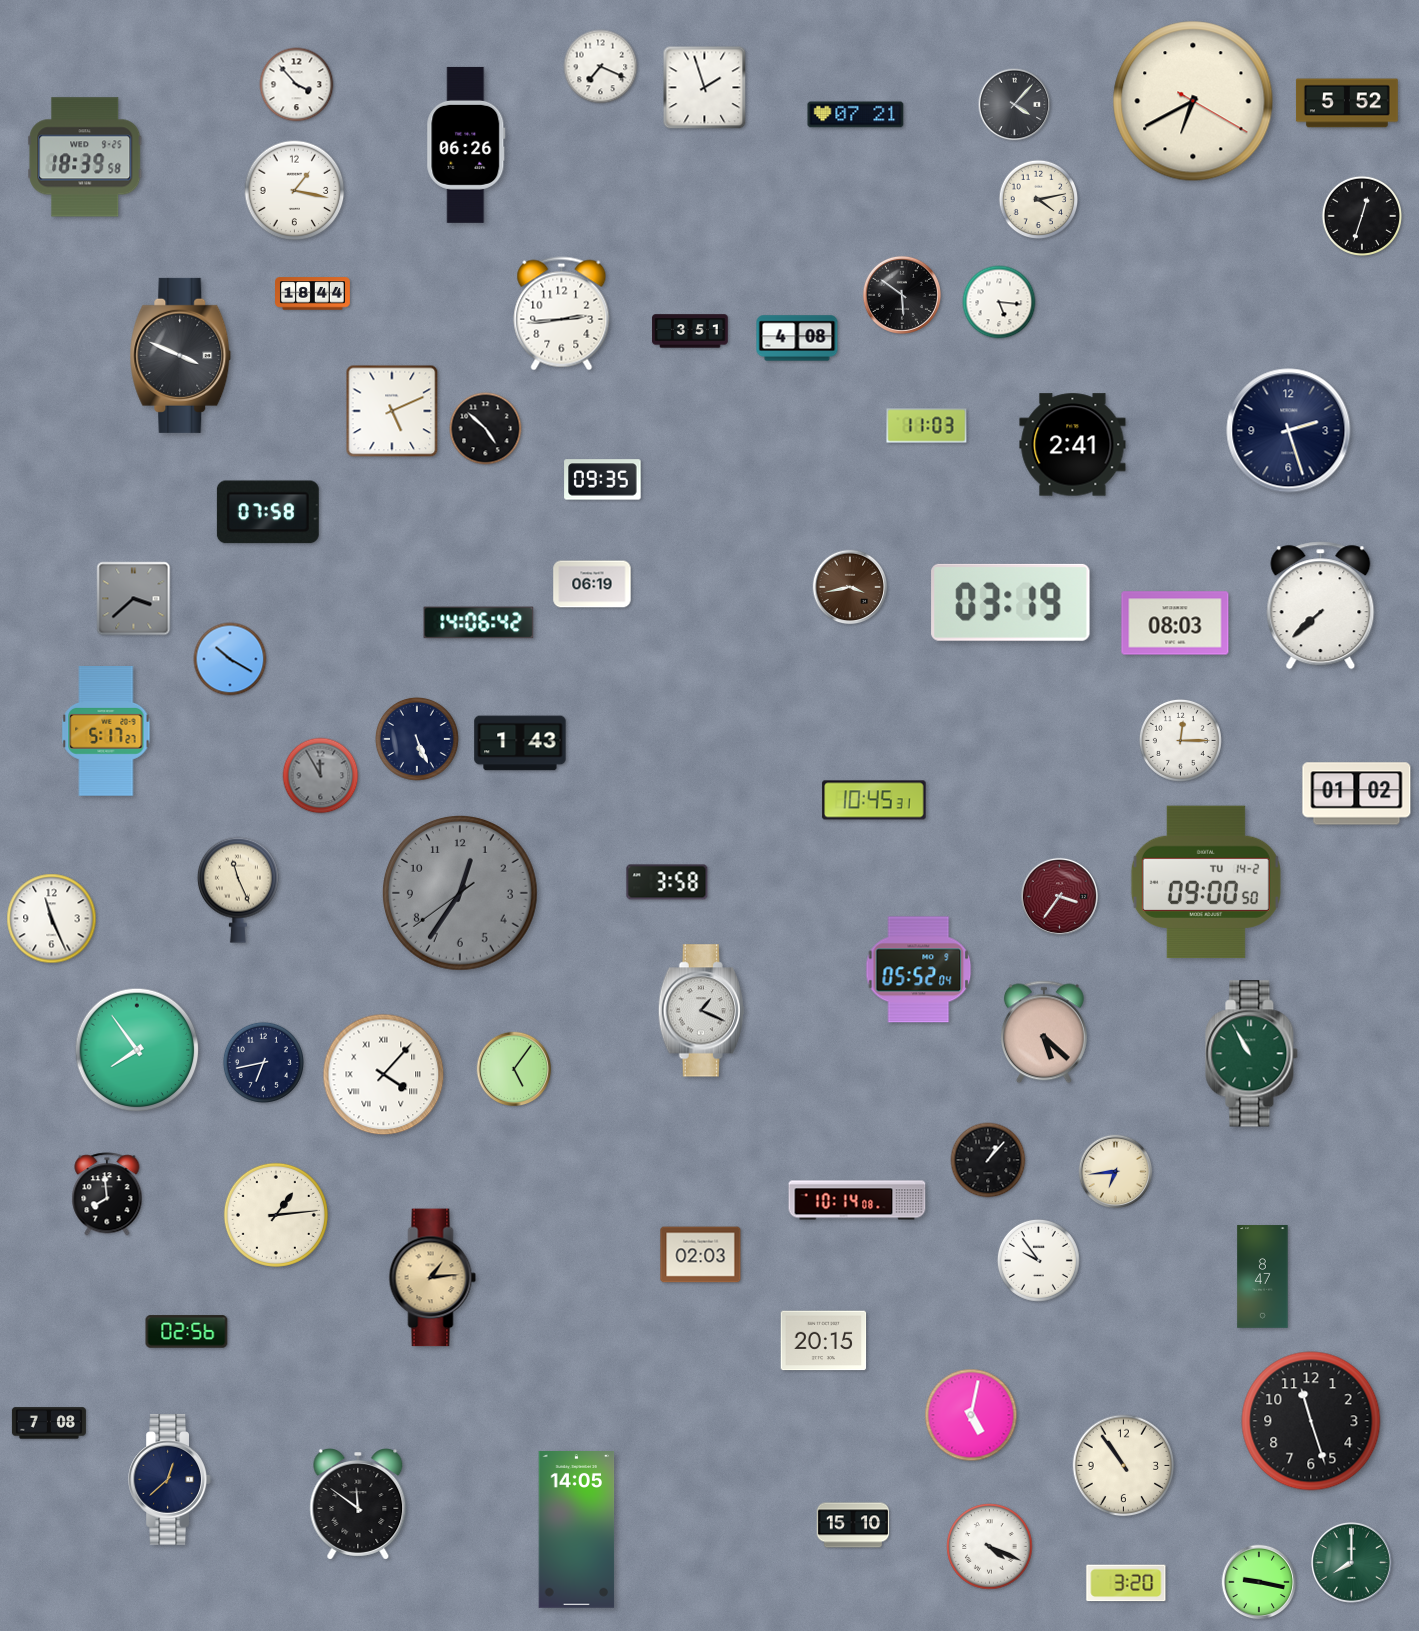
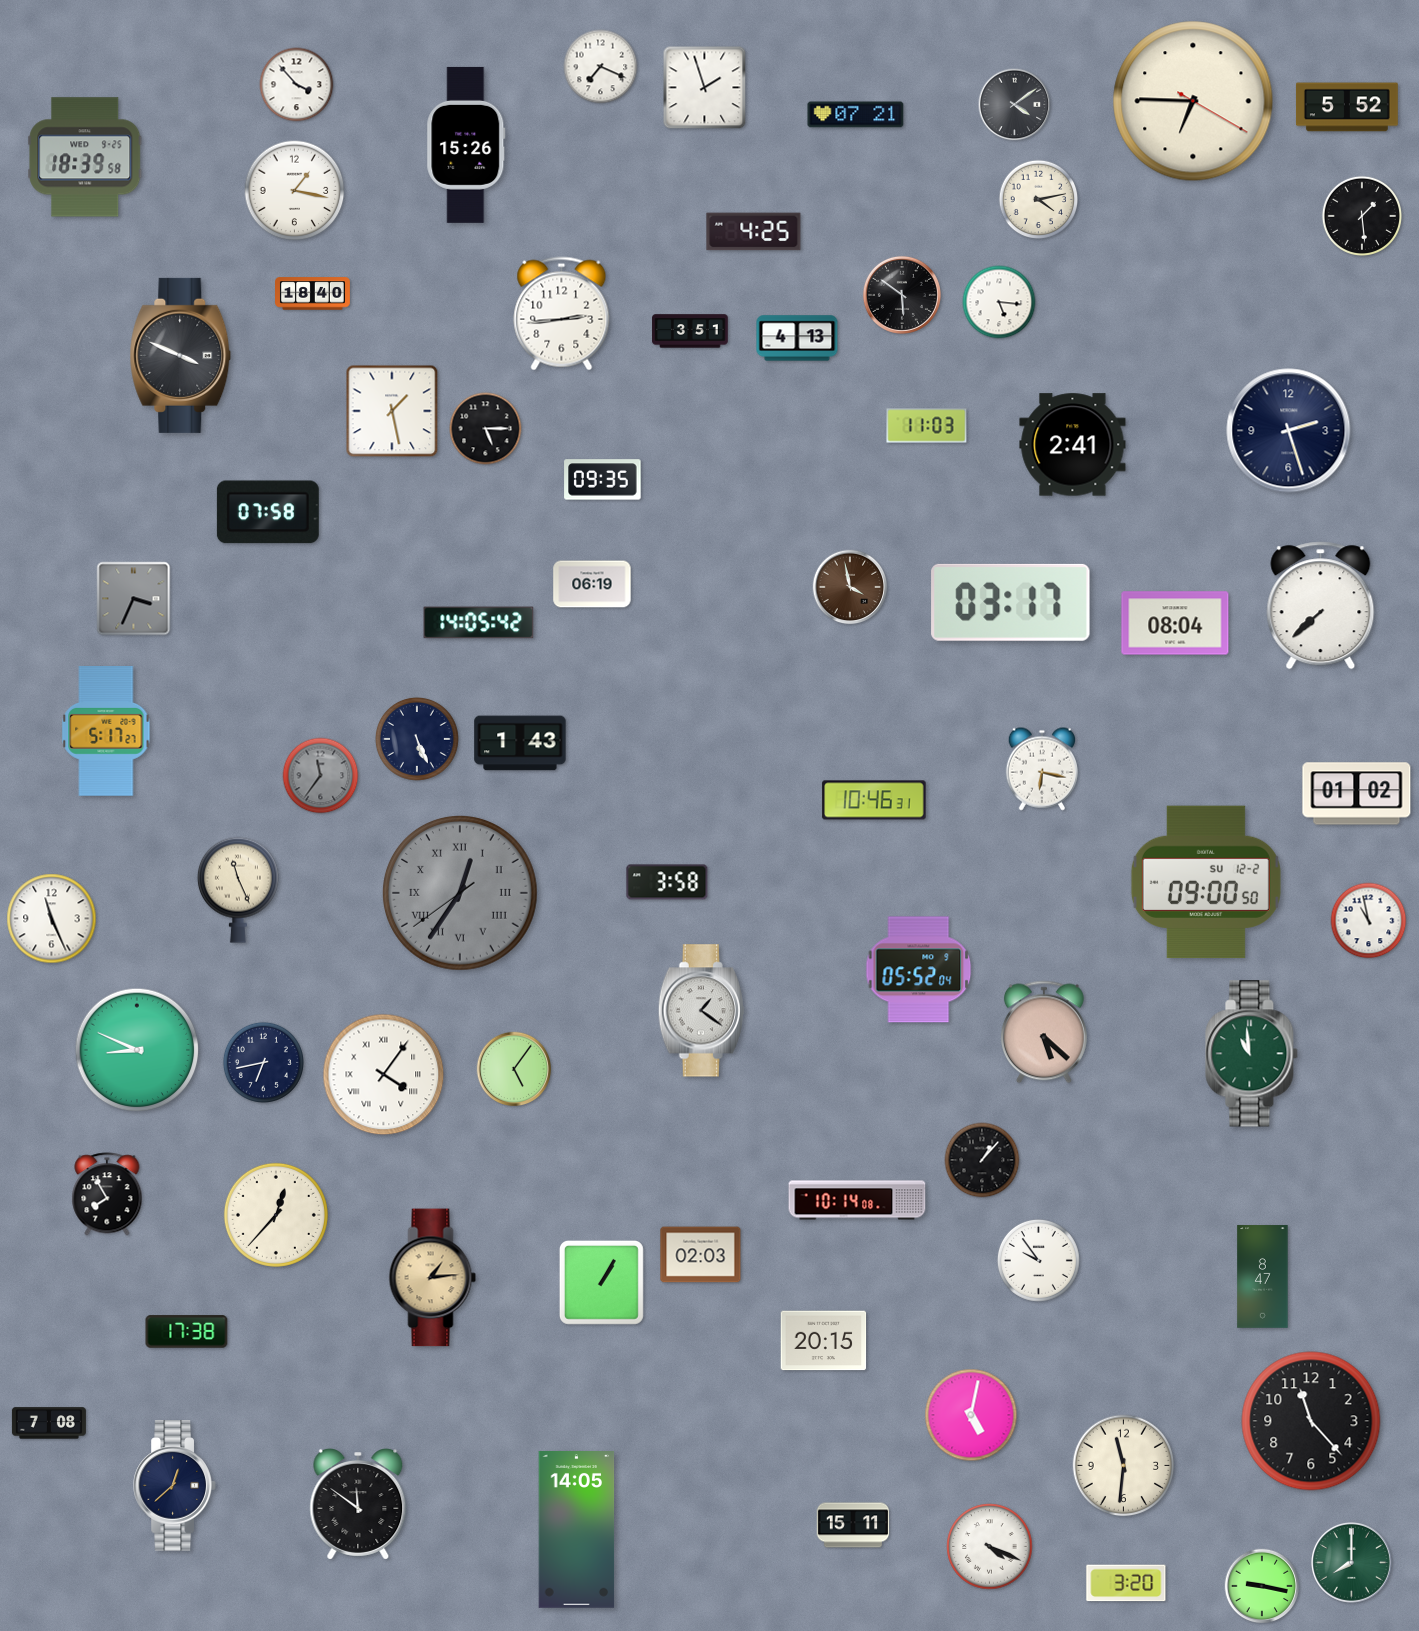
clock at (1193, 101): 6:40 -> 6:45
clock at (1347, 103) position: (1347, 103) -> (1347, 107)
clock at (1015, 105): 4:07 -> 4:09
clock at (466, 145): 06:26 -> 15:26
clock at (1361, 215): 12:33 -> 1:29
clock at (754, 232): none -> 4:25
clock at (313, 294): 18:44 -> 18:40
clock at (797, 338): 4:08 -> 4:13
clock at (392, 411): 5:11 -> 1:28
clock at (486, 429): 4:52 -> 5:15
clock at (850, 587): 3:43 -> 3:58
clock at (134, 599): 3:38 -> 3:34
clock at (1011, 602): 03:19 -> 03:17
clock at (479, 623): 14:06 -> 14:05
clock at (1175, 623): 08:03 -> 08:04
clock at (230, 659): 10:20 -> none
clock at (1180, 740): 12:15 -> none
clock at (1041, 769): none -> 6:17
clock at (321, 776): 11:55 -> 11:36
clock at (874, 800): 10:45 -> 10:46
clock at (1206, 882) date: TU 14-2 -> SU 12-2
clock at (460, 893) numerals: Arabic -> Roman
clock at (1059, 896): 3:36 -> none
clock at (1369, 921): none -> 10:58
clock at (701, 1011): 1:19 -> 1:21
clock at (137, 1050): 7:54 -> 8:49
clock at (1252, 1054): 10:55 -> 10:59
clock at (384, 1075): 4:07 -> 4:06
clock at (988, 1160) position: (988, 1160) -> (982, 1160)
clock at (1116, 1172): 6:44 -> none
clock at (107, 1194): 7:59 -> 7:55
clock at (276, 1215): 1:14 -> 12:37
clock at (601, 1282): none -> 1:05
clock at (187, 1332): 02:56 -> 17:38
clock at (1311, 1421): 11:27 -> 11:23
clock at (1124, 1466): 10:54 -> 11:31
clock at (170, 1480) position: (170, 1480) -> (175, 1486)
clock at (853, 1525): 15:10 -> 15:11
clock at (1259, 1582) position: (1259, 1582) -> (1262, 1586)
